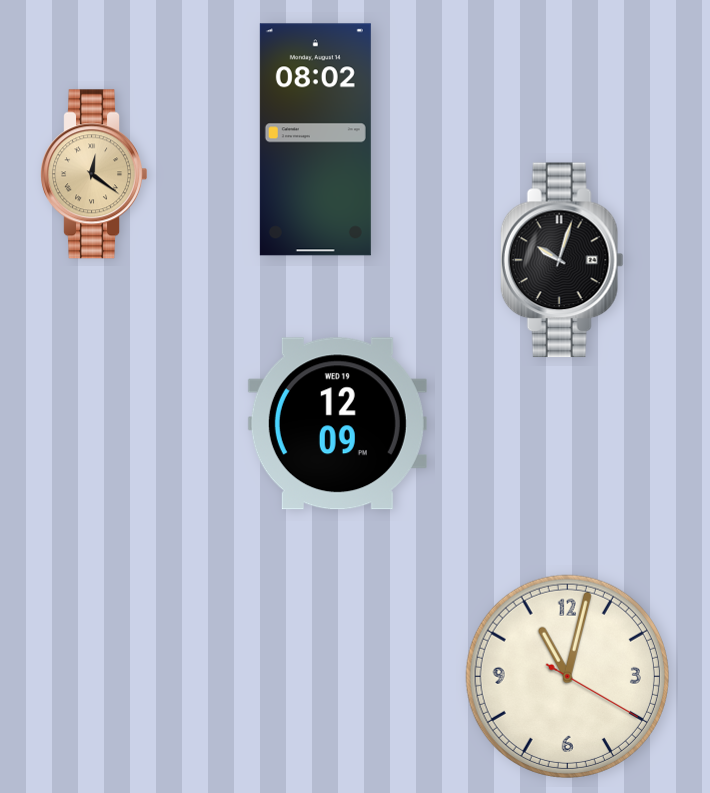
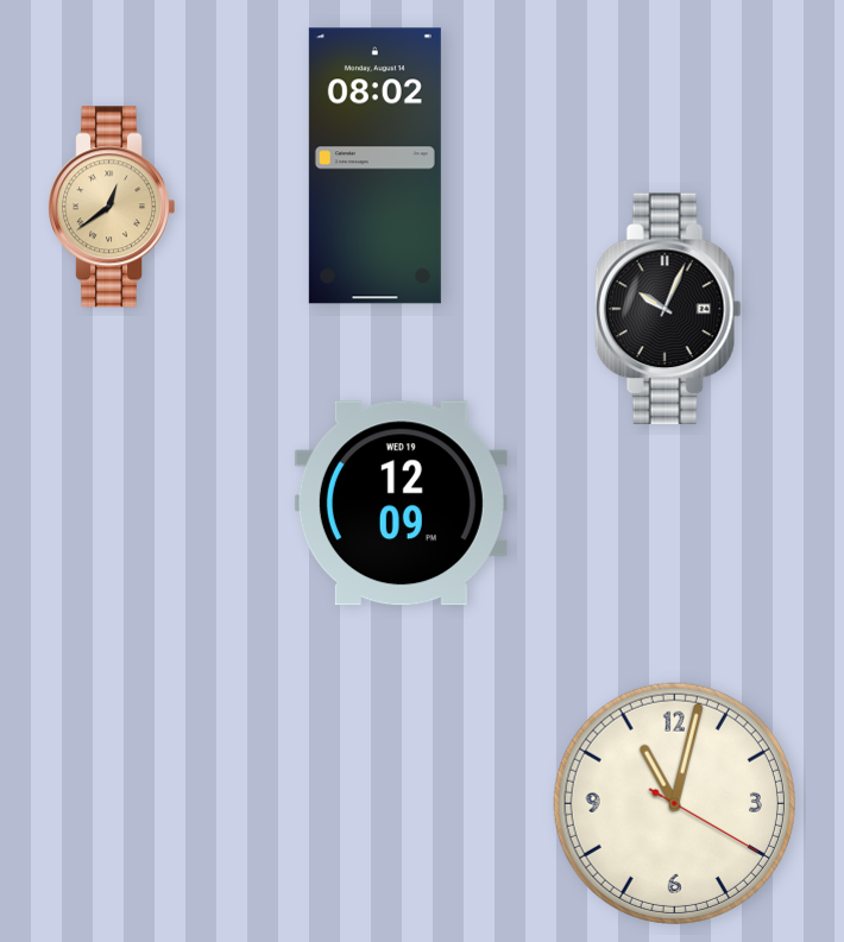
clock at (93, 174): 12:21 -> 12:39
clock at (562, 260): 10:03 -> 10:04
